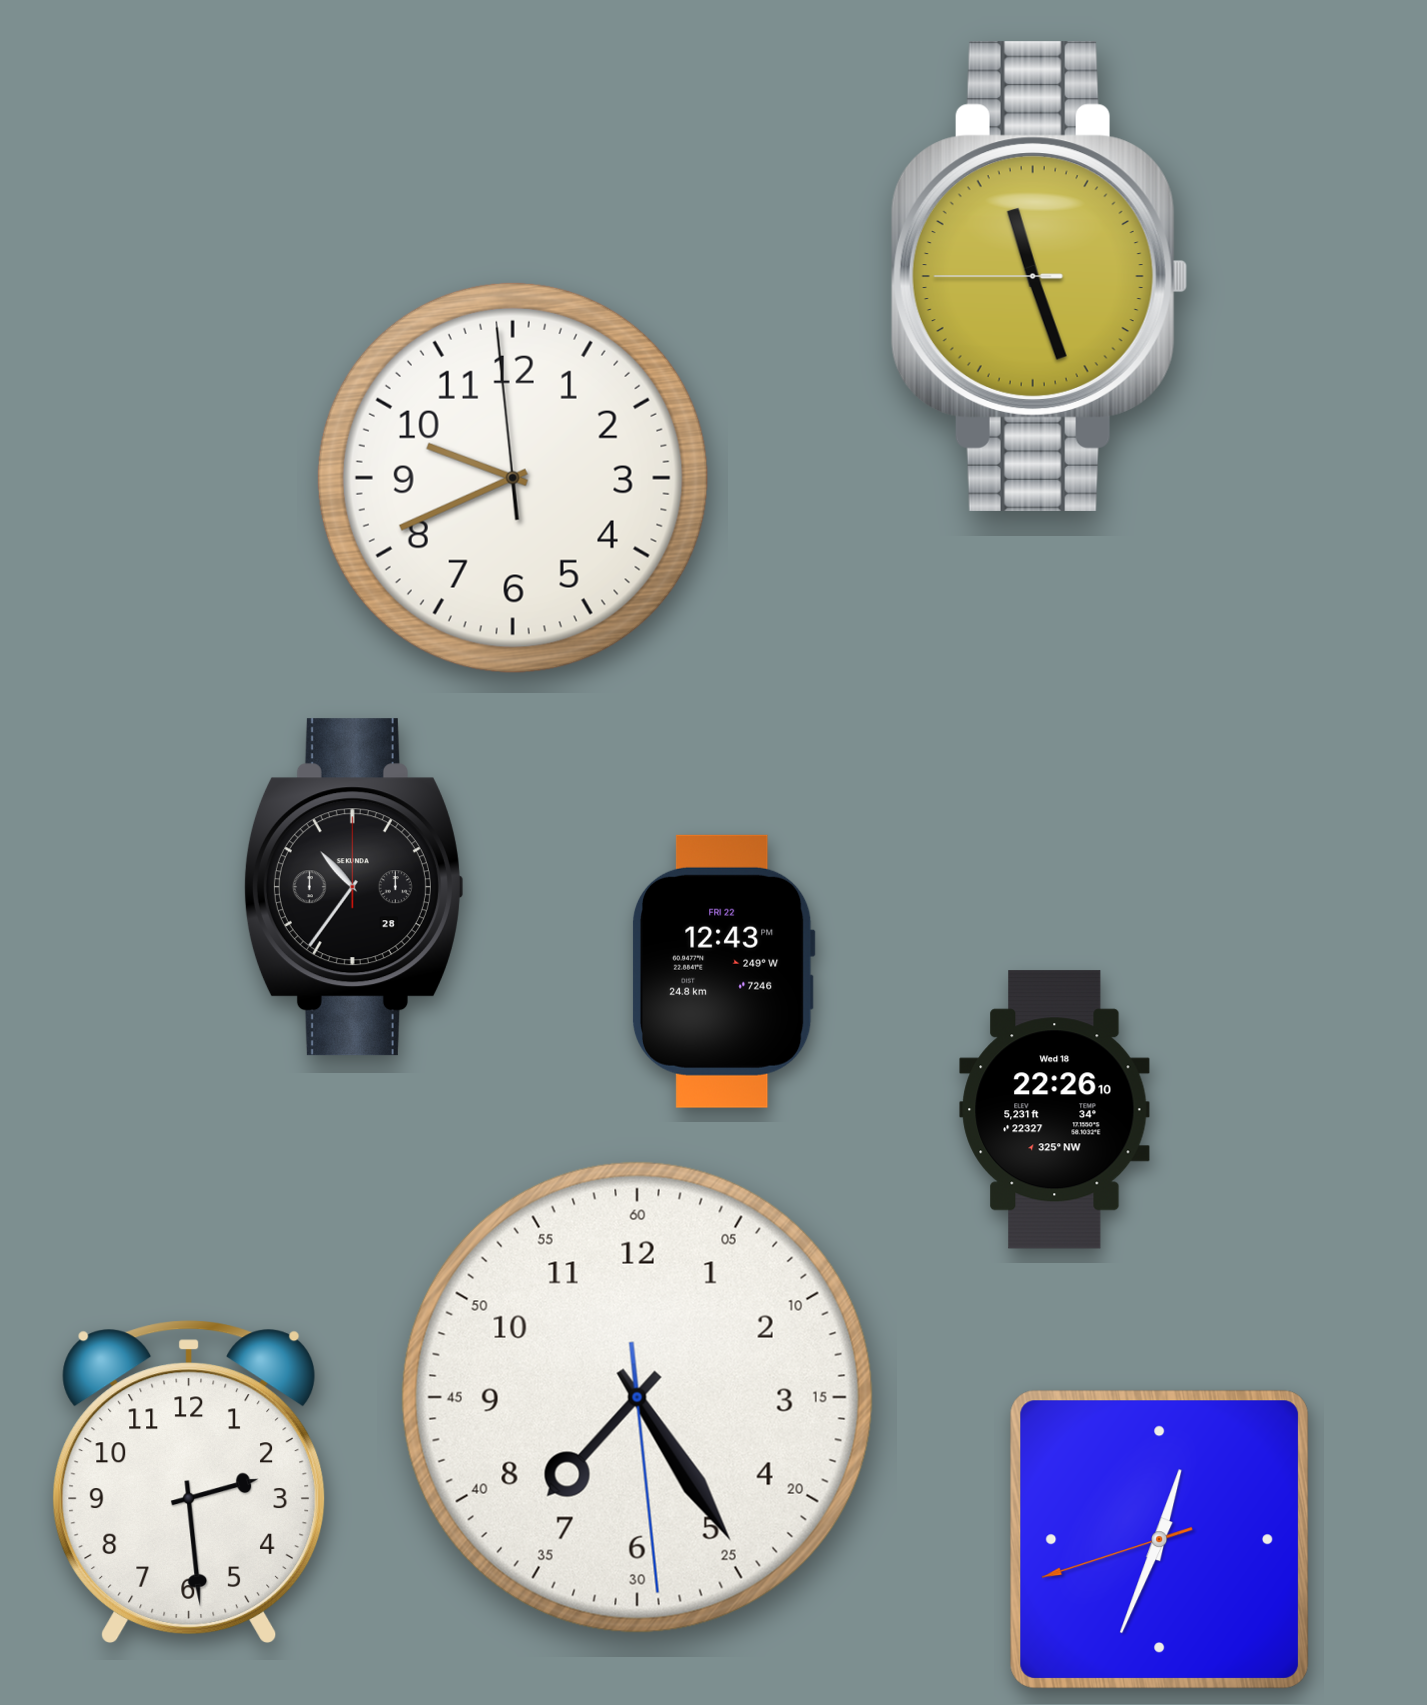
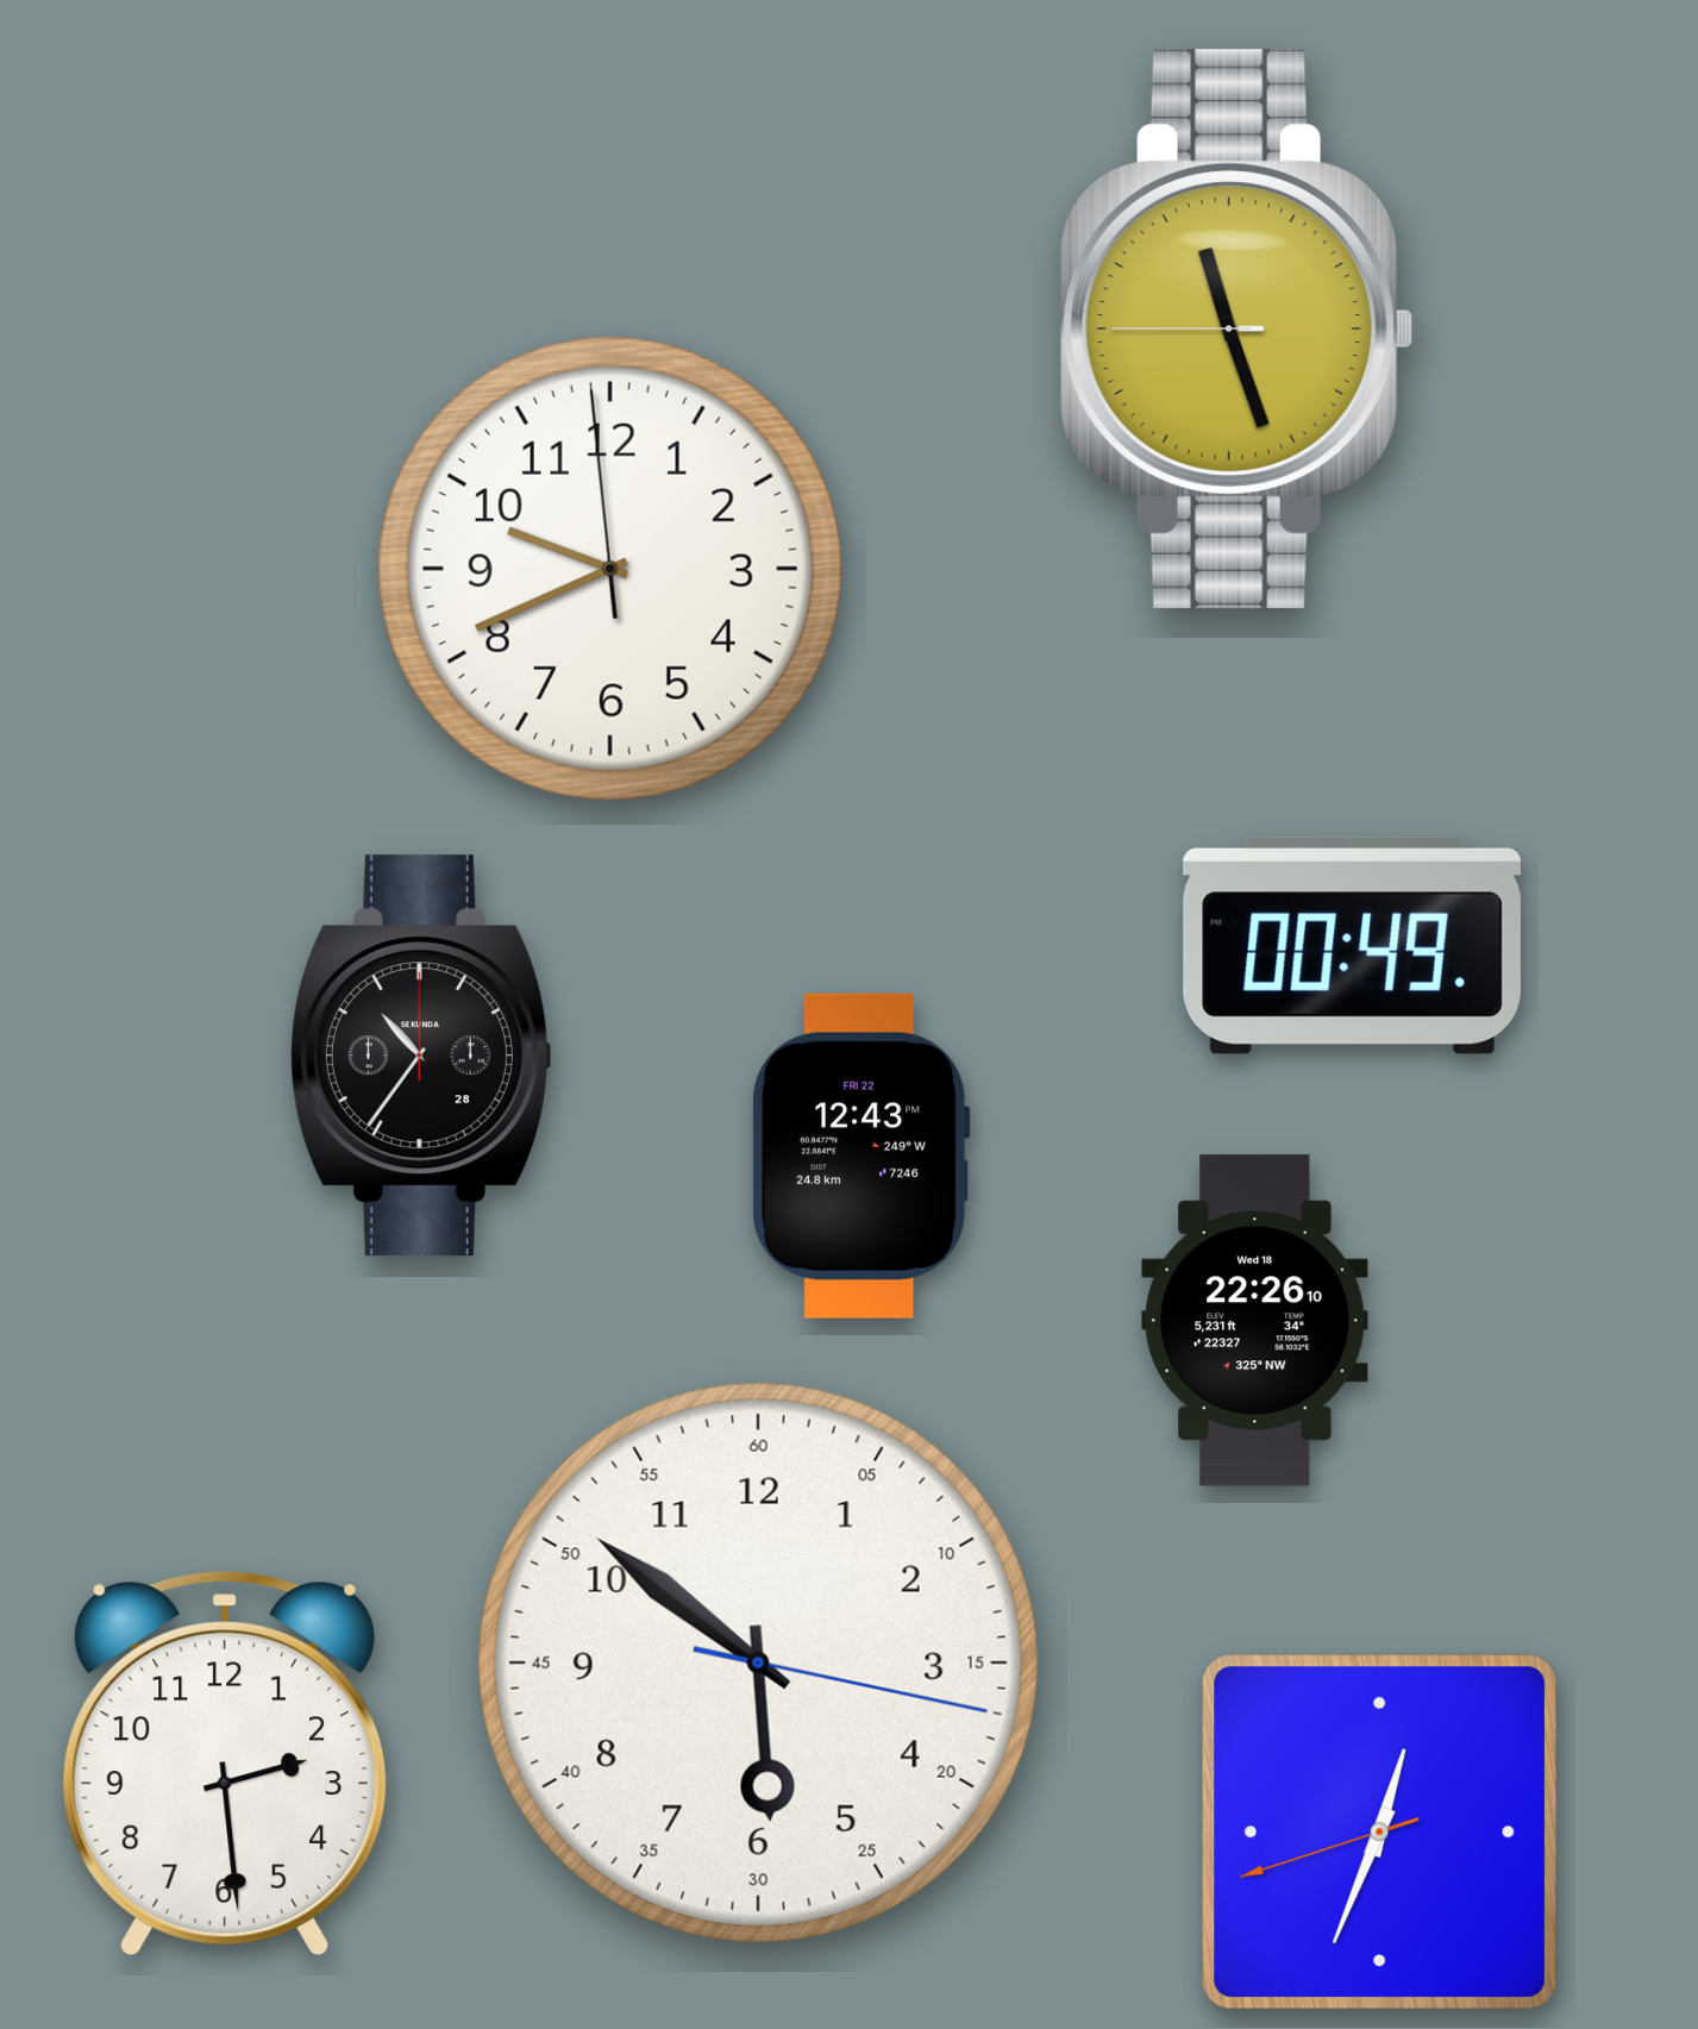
clock at (1352, 945): none -> 00:49
clock at (637, 1397): 7:24 -> 5:51
